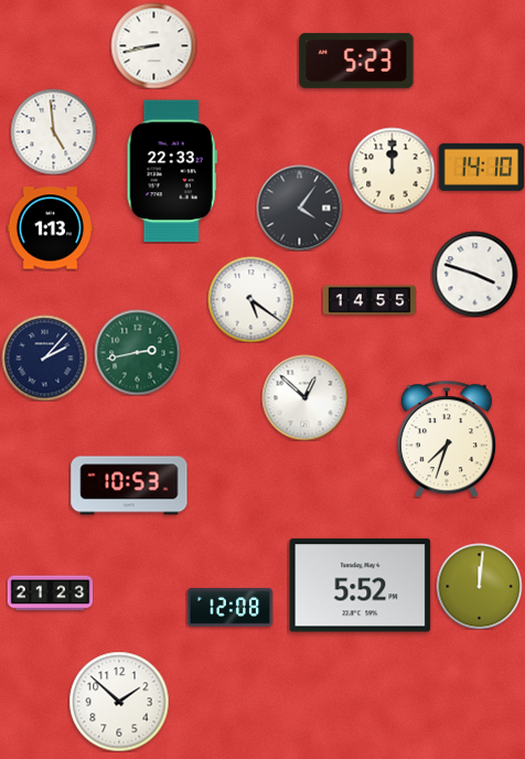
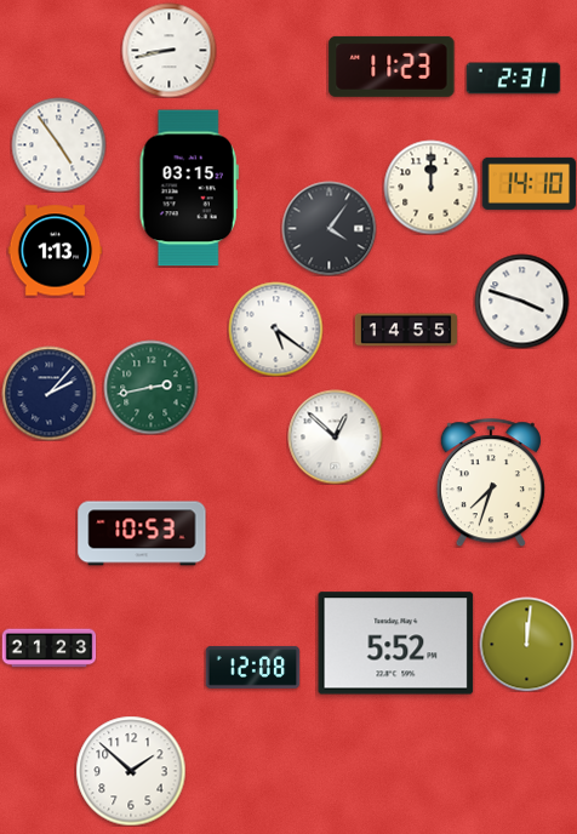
clock at (356, 61): 5:23 -> 11:23
clock at (513, 79): none -> 2:31
clock at (53, 131): 4:59 -> 4:54
clock at (172, 171): 22:33 -> 03:15
clock at (50, 594) position: (50, 594) -> (48, 649)
